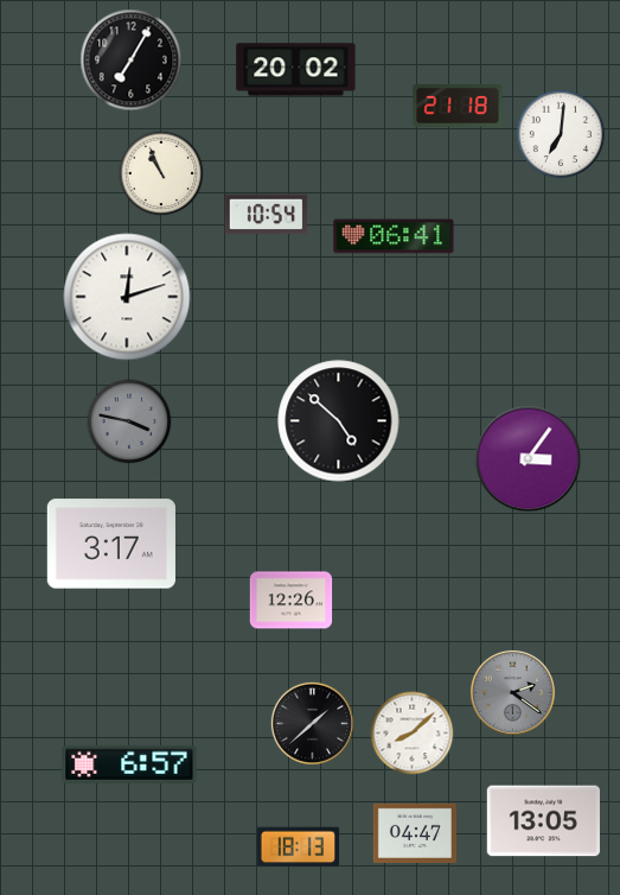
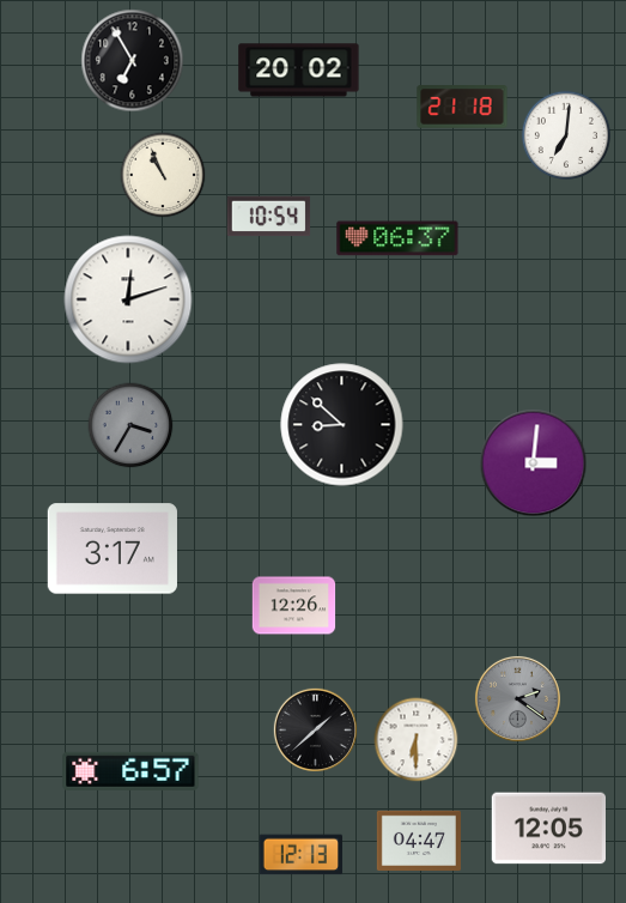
clock at (132, 61): 7:05 -> 6:55
clock at (394, 236): 06:41 -> 06:37
clock at (129, 421): 3:47 -> 3:35
clock at (339, 421): 4:52 -> 8:52
clock at (529, 459): 3:06 -> 3:01
clock at (413, 734): 8:08 -> 6:30
clock at (543, 821): 13:05 -> 12:05
clock at (299, 848): 18:13 -> 12:13
